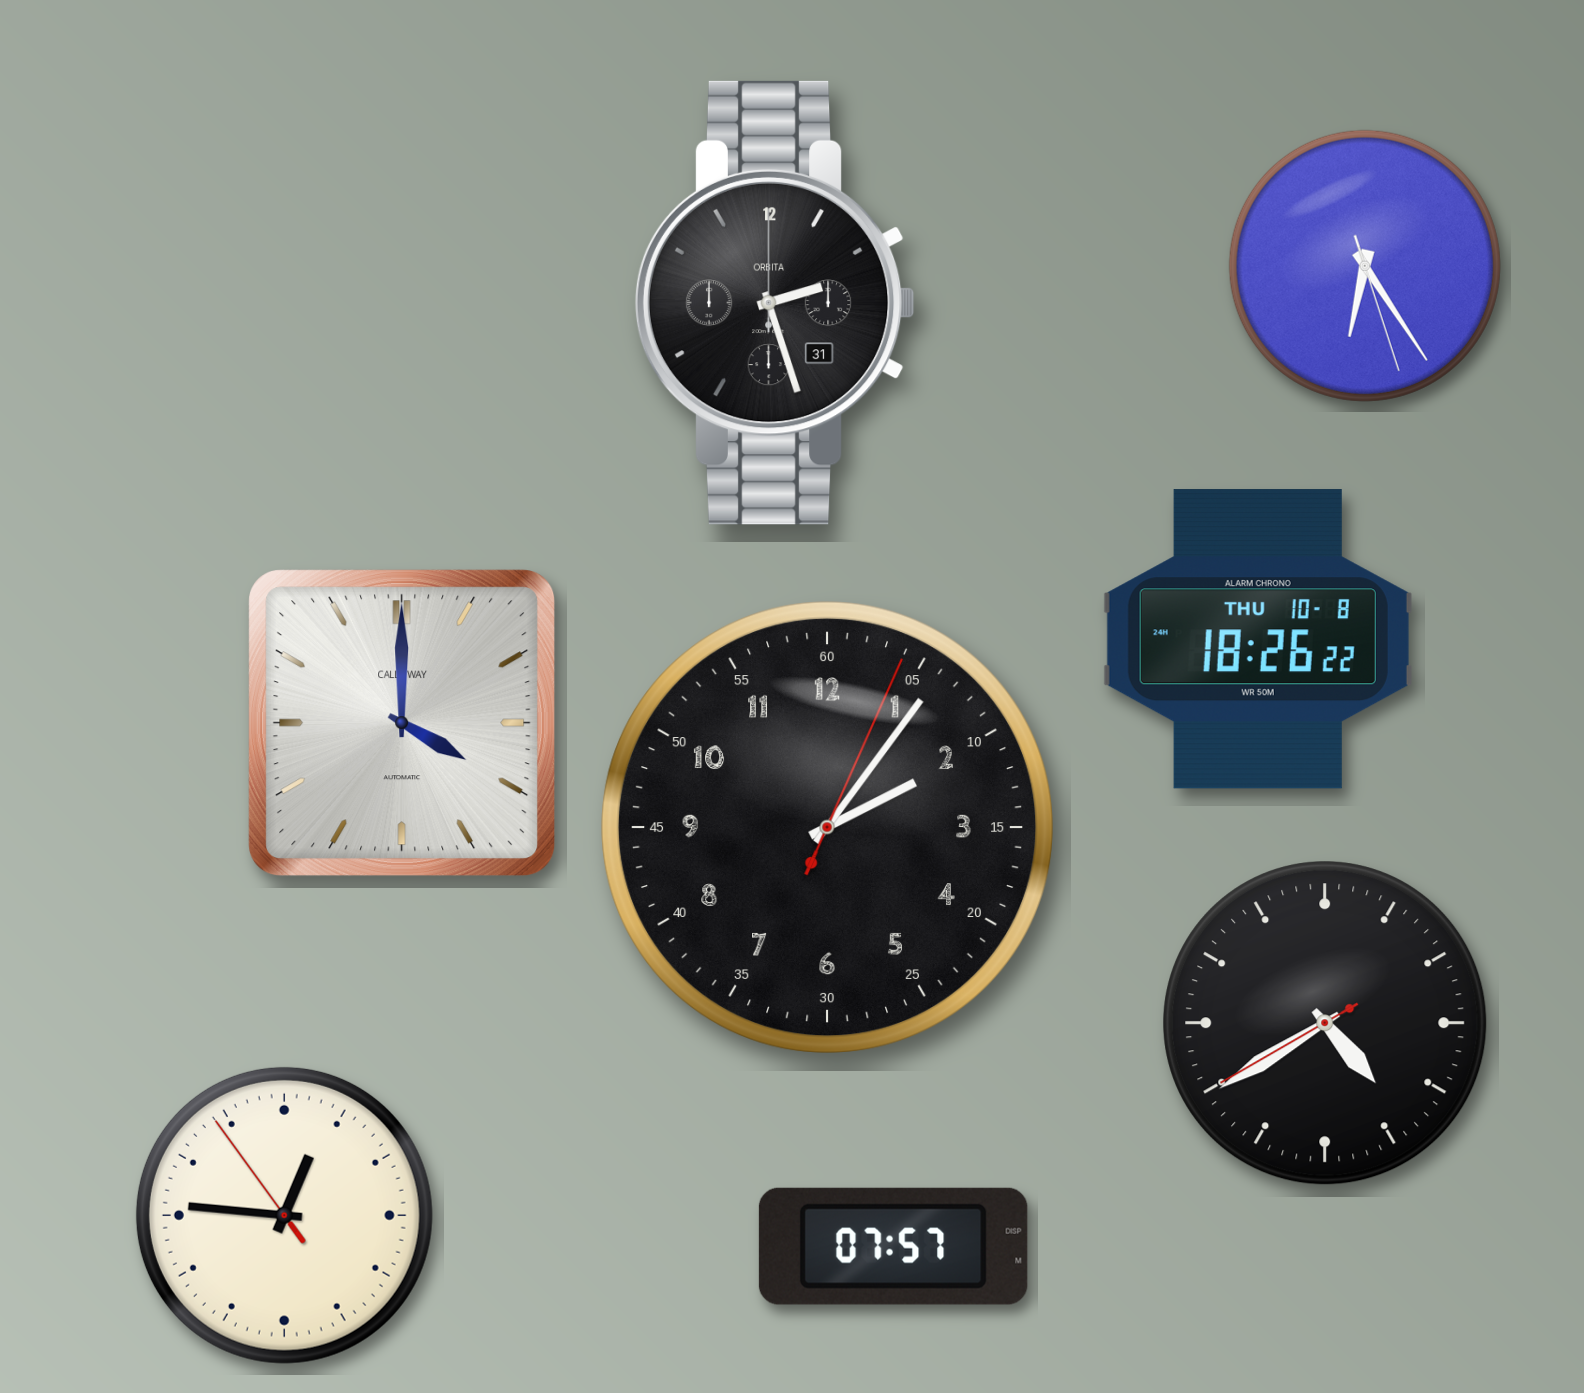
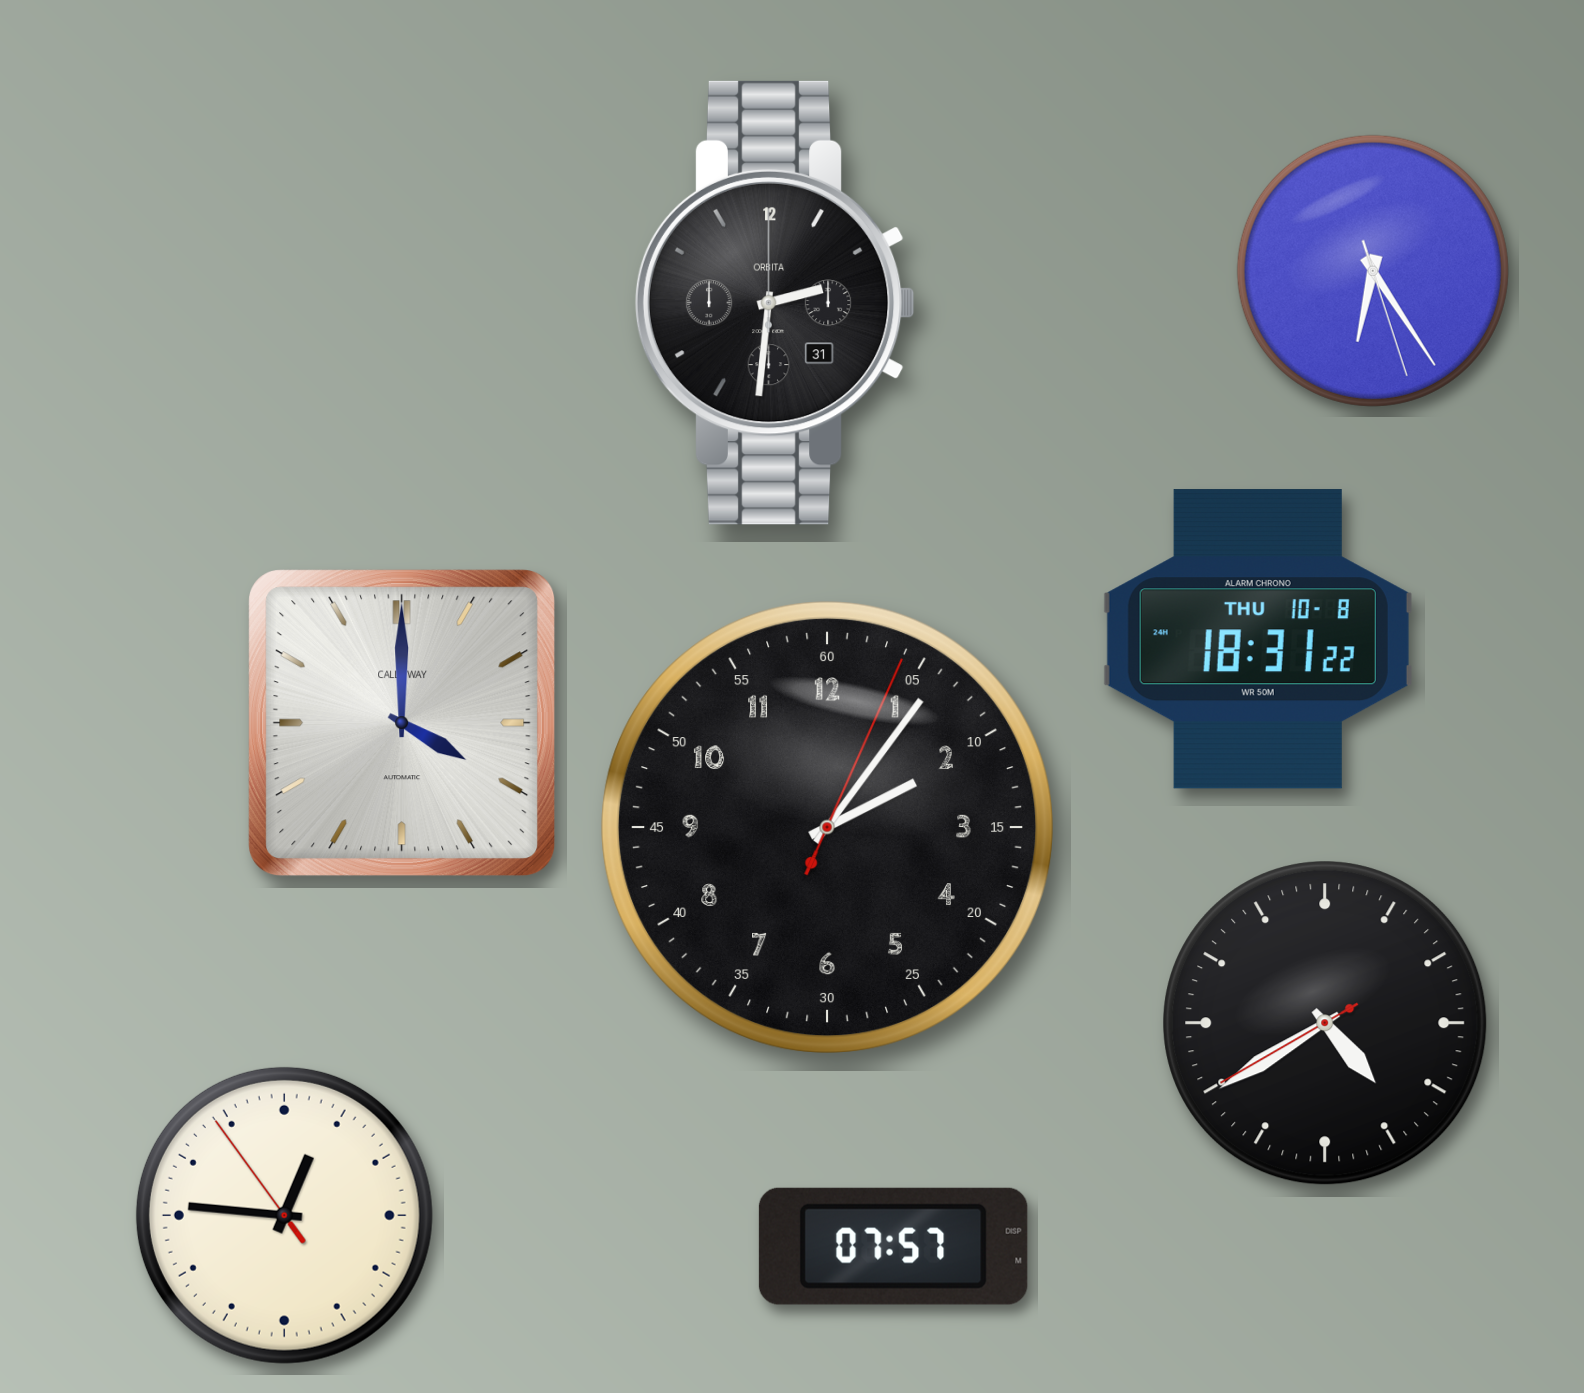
clock at (1365, 266) position: (1365, 266) -> (1373, 271)
clock at (775, 303): 2:27 -> 2:31
clock at (1258, 639): 18:26 -> 18:31
